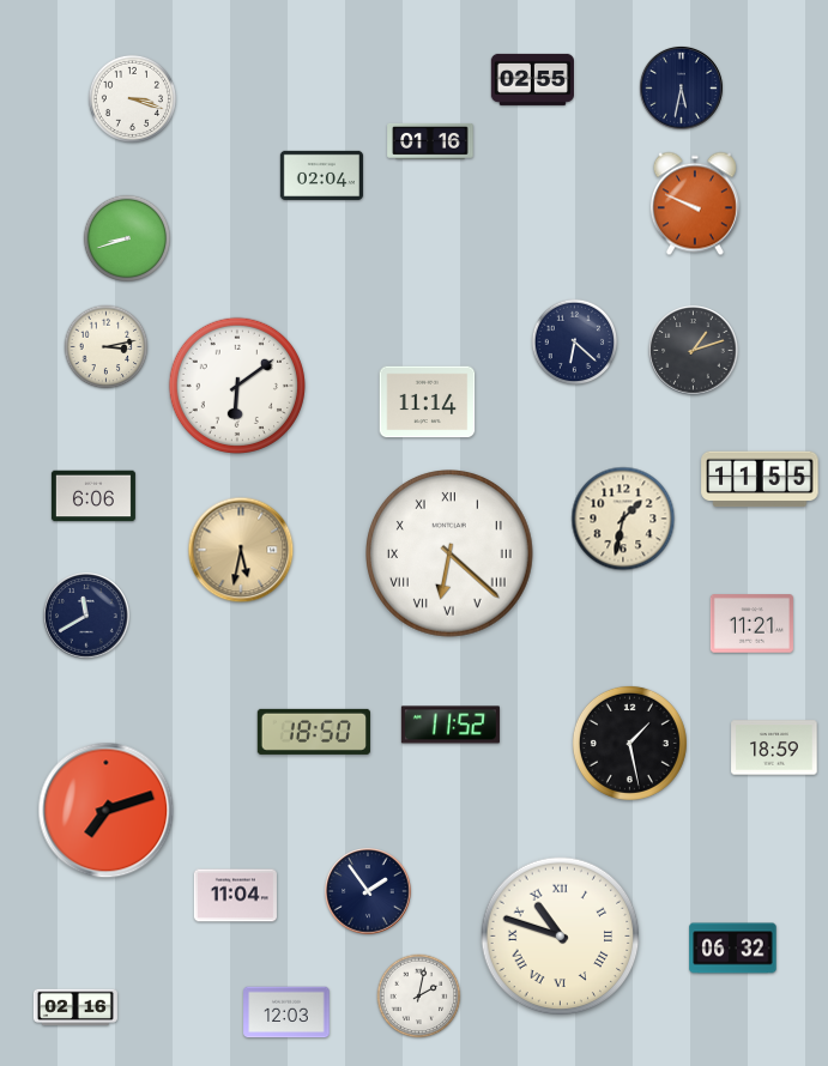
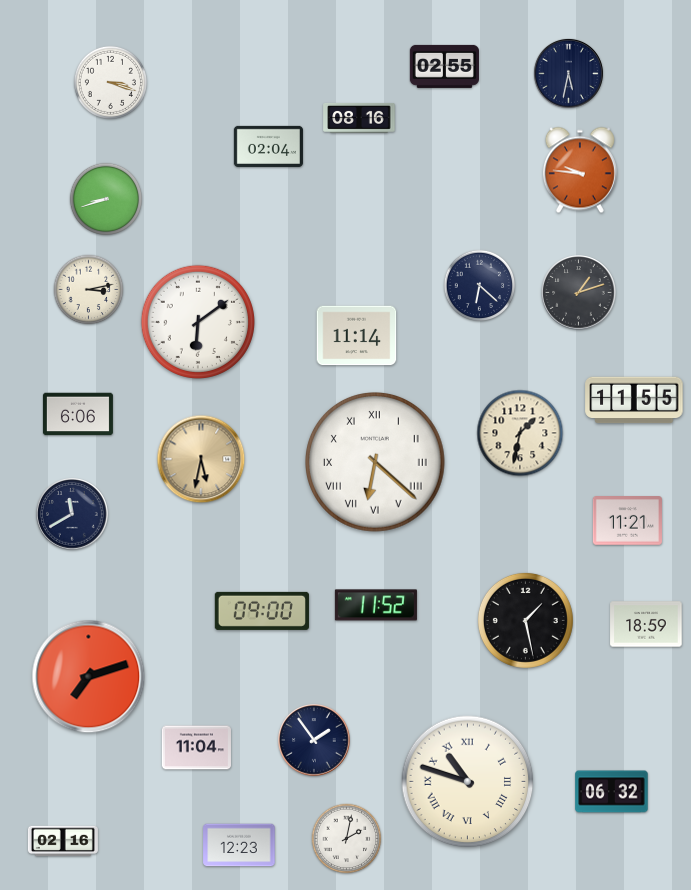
clock at (430, 141): 01:16 -> 08:16
clock at (695, 204): 9:49 -> 9:46
clock at (314, 732): 18:50 -> 09:00
clock at (368, 891) position: (368, 891) -> (314, 740)
clock at (419, 997) position: (419, 997) -> (347, 839)
clock at (286, 1012): 12:03 -> 12:23
